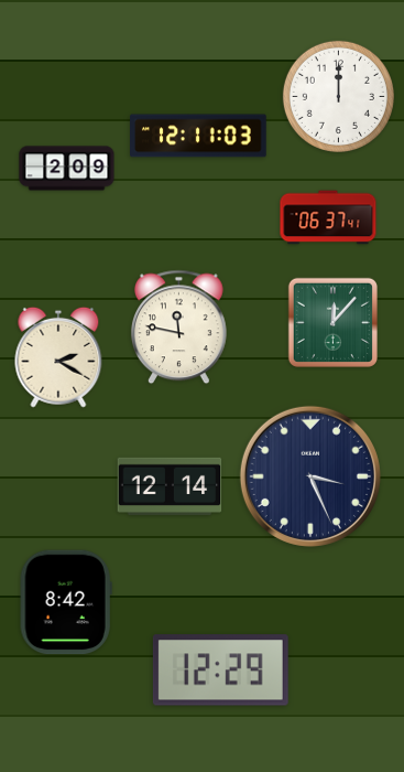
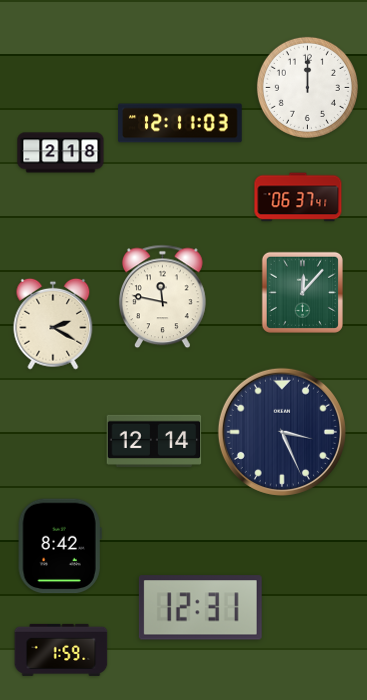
clock at (67, 169): 2:09 -> 2:18
clock at (220, 671): 12:29 -> 12:31
clock at (61, 650): none -> 1:59
